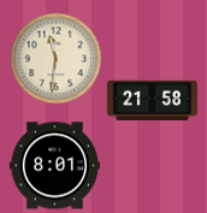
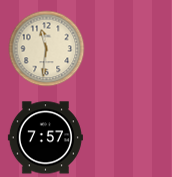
clock at (152, 101): 21:58 -> none
clock at (54, 166): 8:01 -> 7:57
